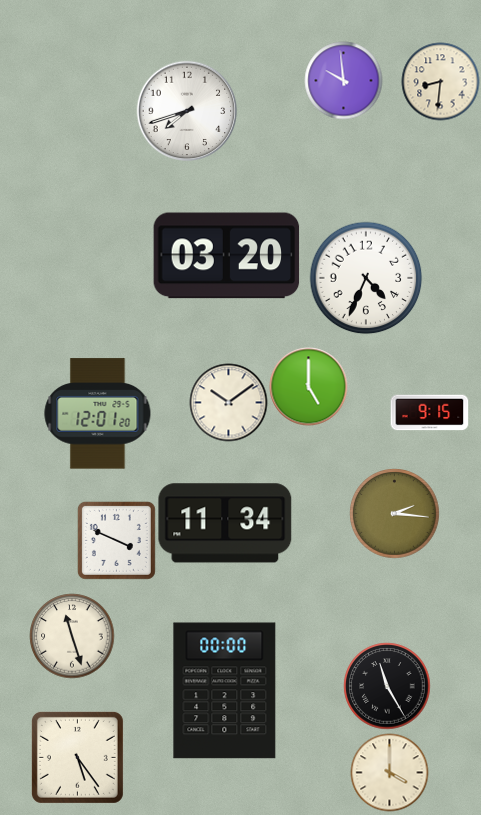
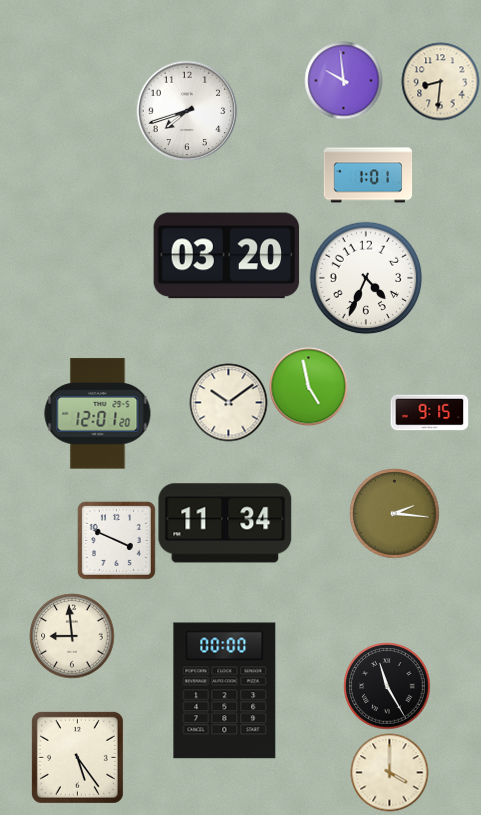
clock at (368, 175): none -> 1:01
clock at (308, 386): 5:00 -> 4:58
clock at (72, 636): 11:27 -> 8:59
